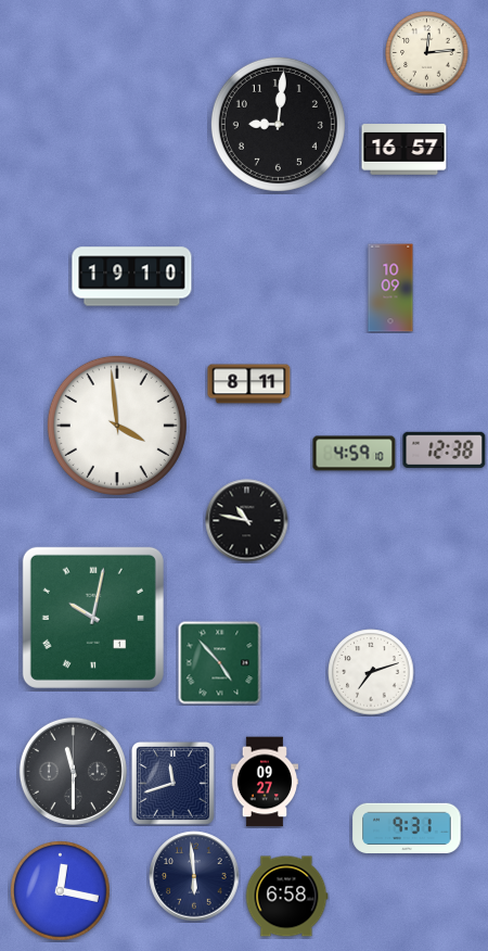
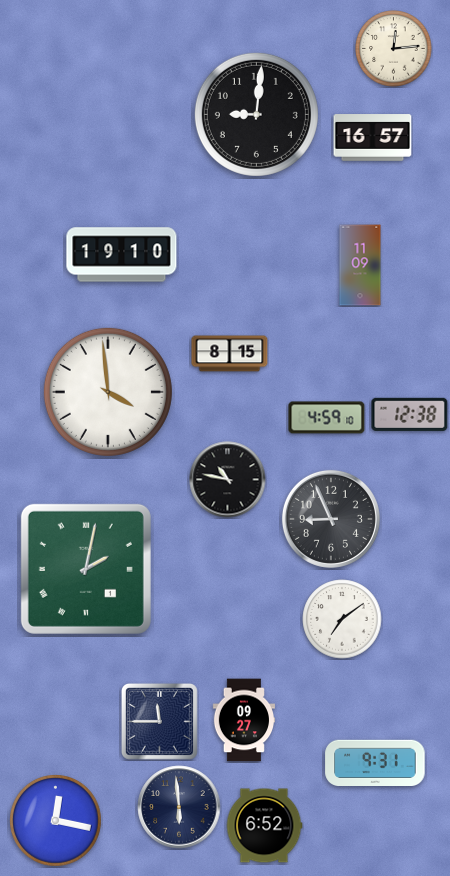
clock at (390, 288): 10:09 -> 11:09
clock at (249, 384): 8:11 -> 8:15
clock at (331, 519): none -> 8:56
clock at (93, 618): 10:02 -> 2:02
clock at (220, 663): 4:53 -> none
clock at (371, 672): 7:12 -> 7:09
clock at (73, 771): 11:30 -> none
clock at (172, 783): 11:42 -> 11:45
clock at (286, 897): 6:58 -> 6:52
